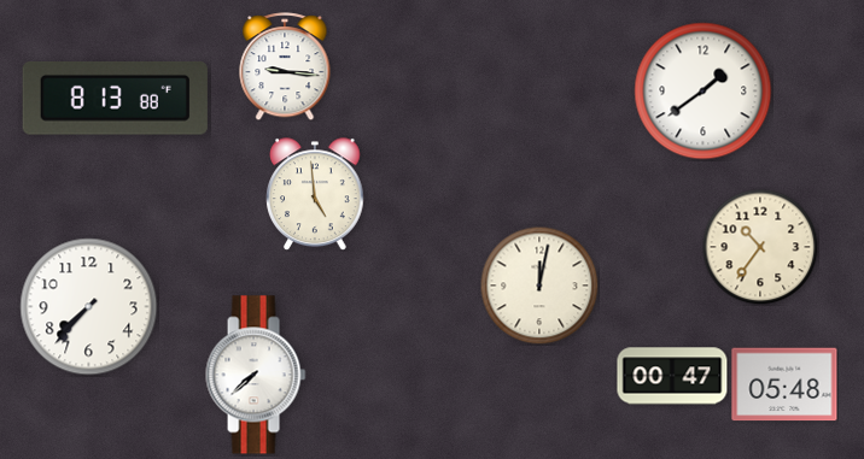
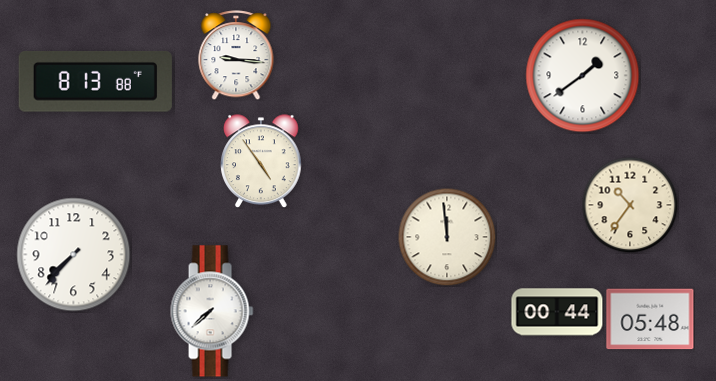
clock at (316, 194): 4:59 -> 4:54
clock at (539, 286): 12:02 -> 11:59
clock at (672, 376): 00:47 -> 00:44
